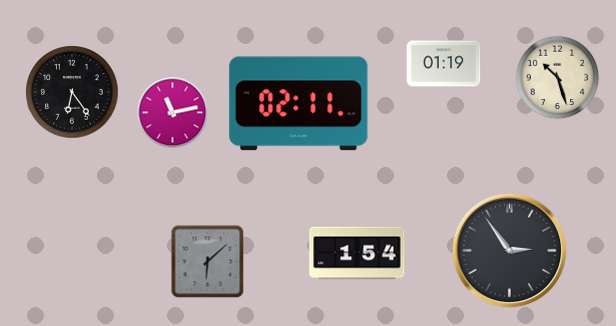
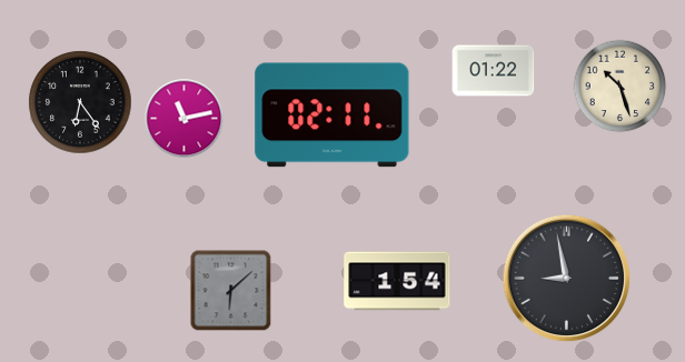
clock at (444, 64): 01:19 -> 01:22
clock at (173, 113) position: (173, 113) -> (185, 119)
clock at (510, 251): 2:54 -> 8:58
